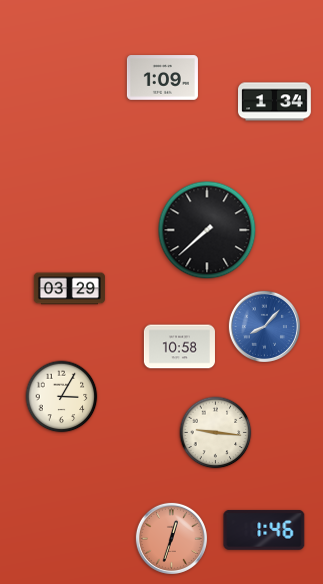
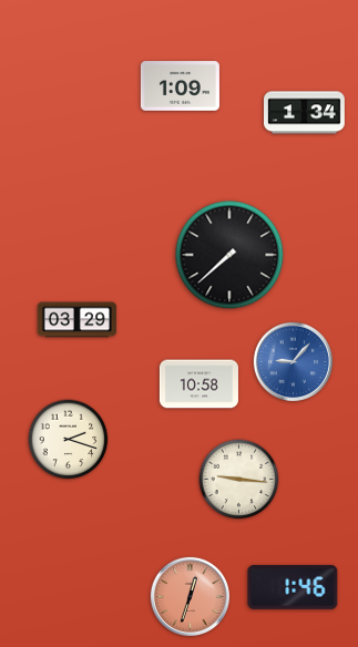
clock at (264, 326): 8:07 -> 9:07
clock at (62, 397): 3:05 -> 2:18
